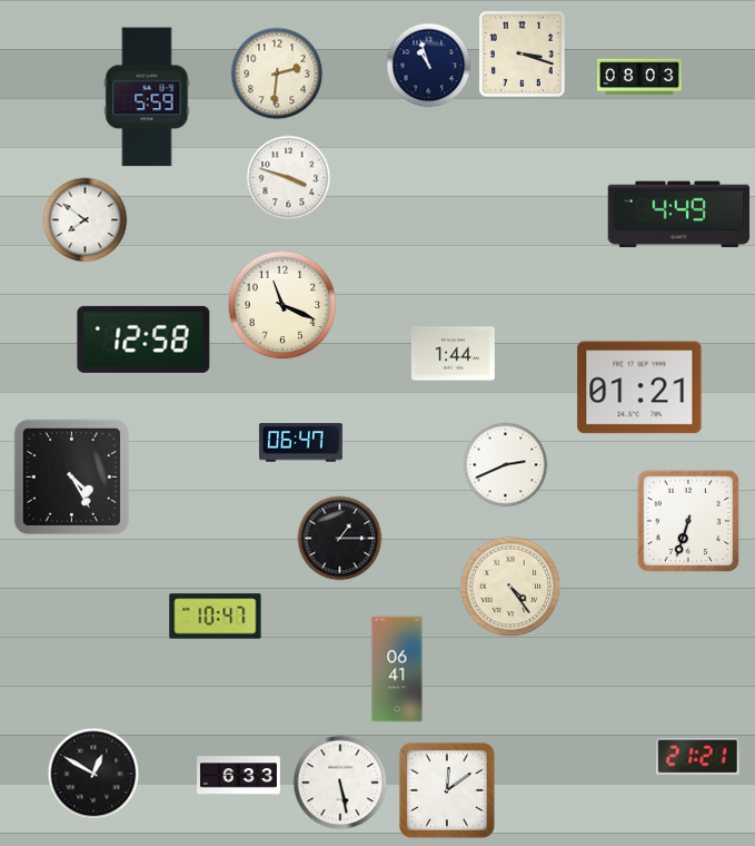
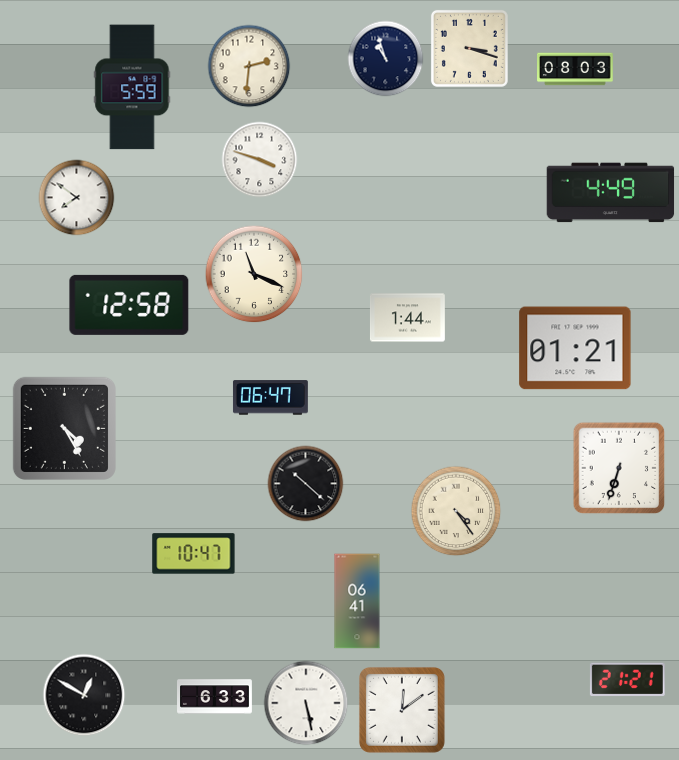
clock at (506, 465): 2:41 -> none
clock at (340, 539): 1:15 -> 10:22
clock at (510, 587) position: (510, 587) -> (456, 511)
